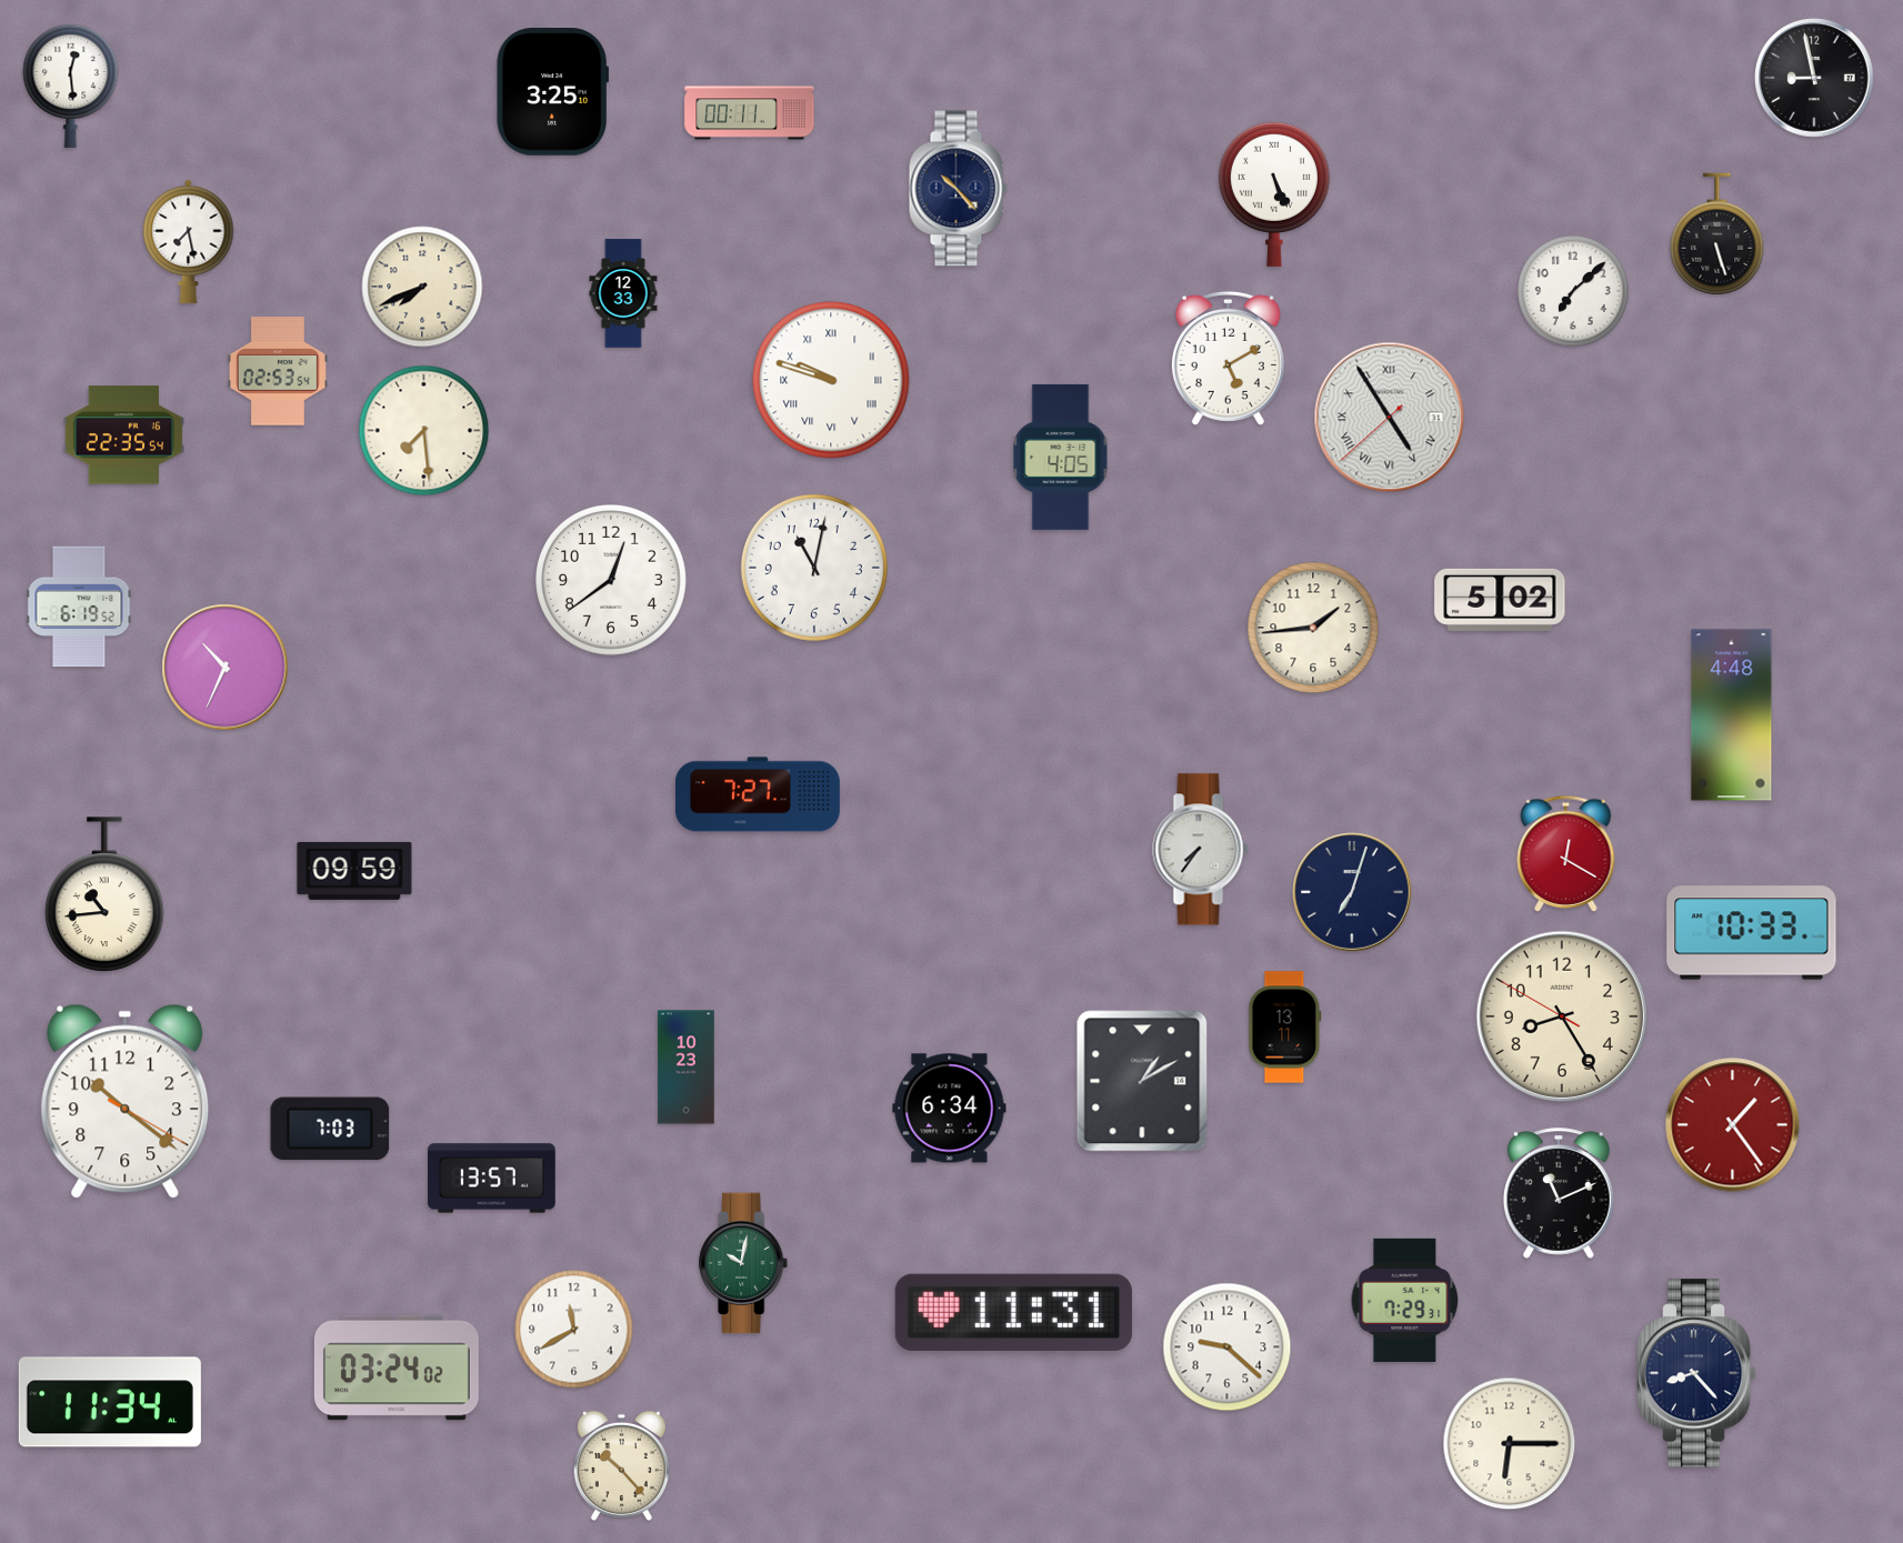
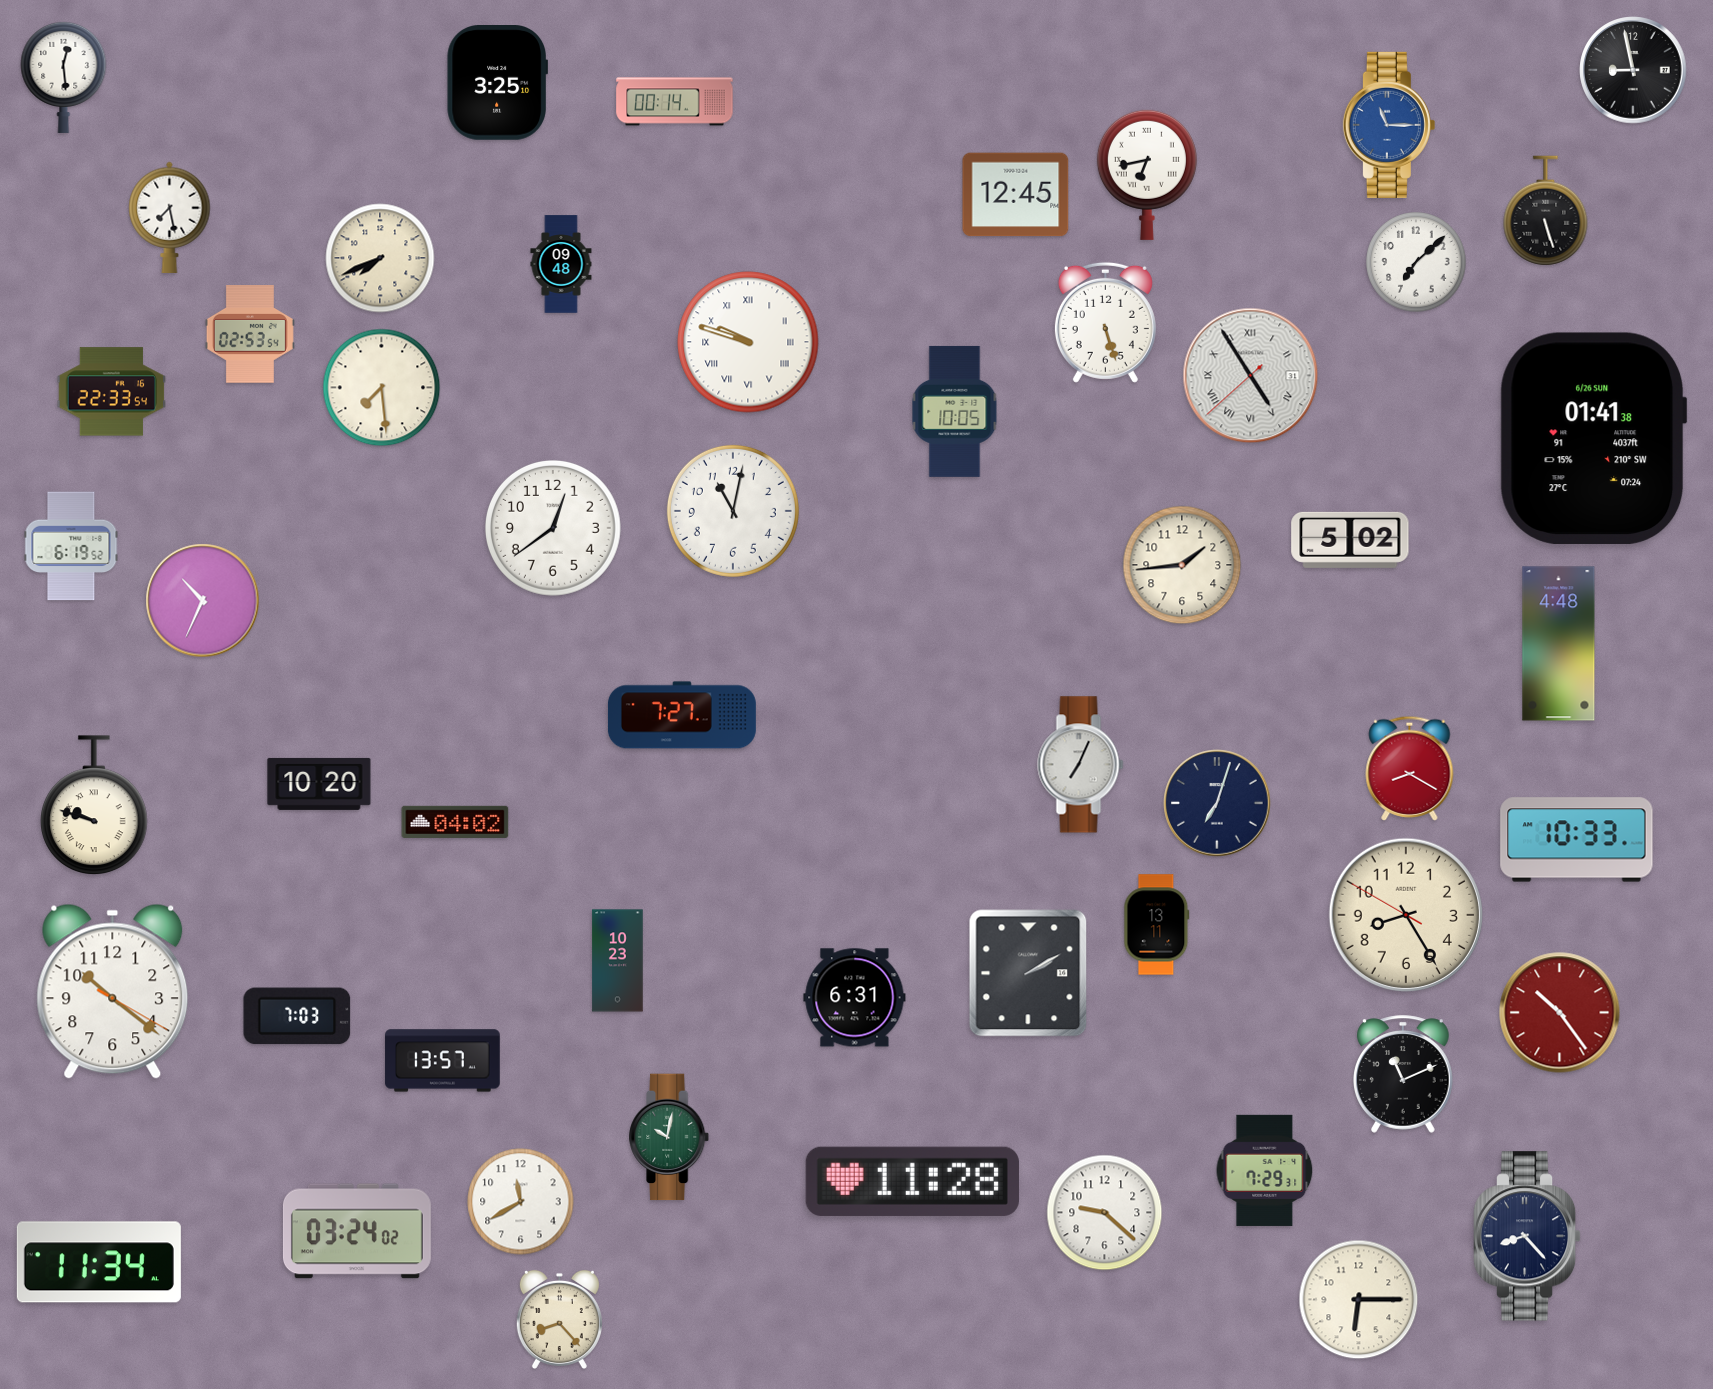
clock at (750, 113): 00:11 -> 00:14
clock at (1389, 125): none -> 11:15
clock at (958, 189): 10:23 -> none
clock at (1274, 194): 5:26 -> 6:43
clock at (1016, 195): none -> 12:45
clock at (623, 293): 12:33 -> 09:48
clock at (1228, 358): 5:10 -> 5:27
clock at (124, 435): 22:35 -> 22:33
clock at (1061, 457): 4:05 -> 10:05
clock at (1593, 438): none -> 01:41
clock at (611, 580) position: (611, 580) -> (553, 528)
clock at (1201, 850): 7:36 -> 7:04
clock at (1566, 853): 12:20 -> 8:20
clock at (354, 871): 09:59 -> 10:20
clock at (104, 894): 10:44 -> 9:48
clock at (455, 821): none -> 04:02
clock at (1142, 1081): 1:10 -> 2:10
clock at (950, 1109): 6:34 -> 6:31
clock at (1733, 1125): 1:24 -> 10:24
clock at (1013, 1312): 11:31 -> 11:28
clock at (574, 1330) position: (574, 1330) -> (521, 1202)
clock at (621, 1465): 10:23 -> 8:23
